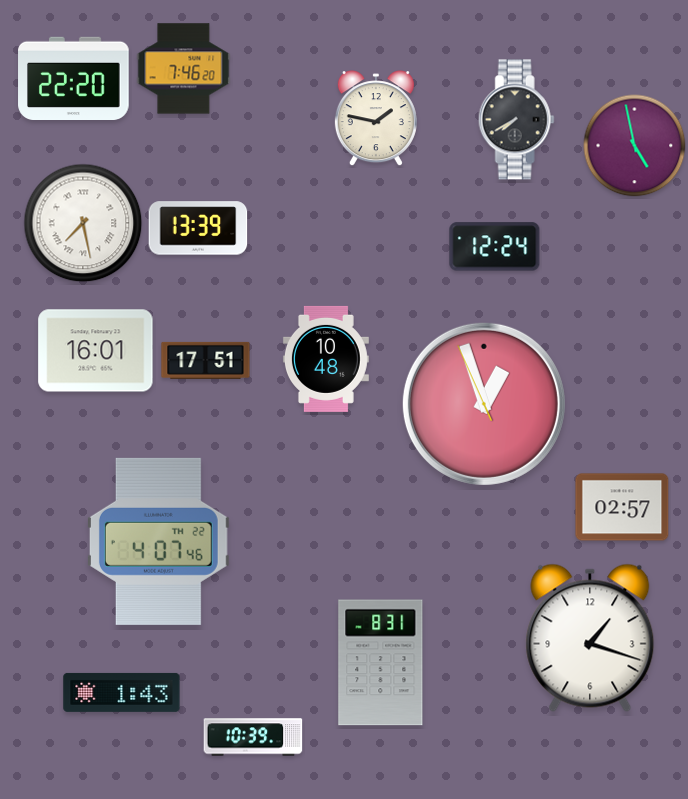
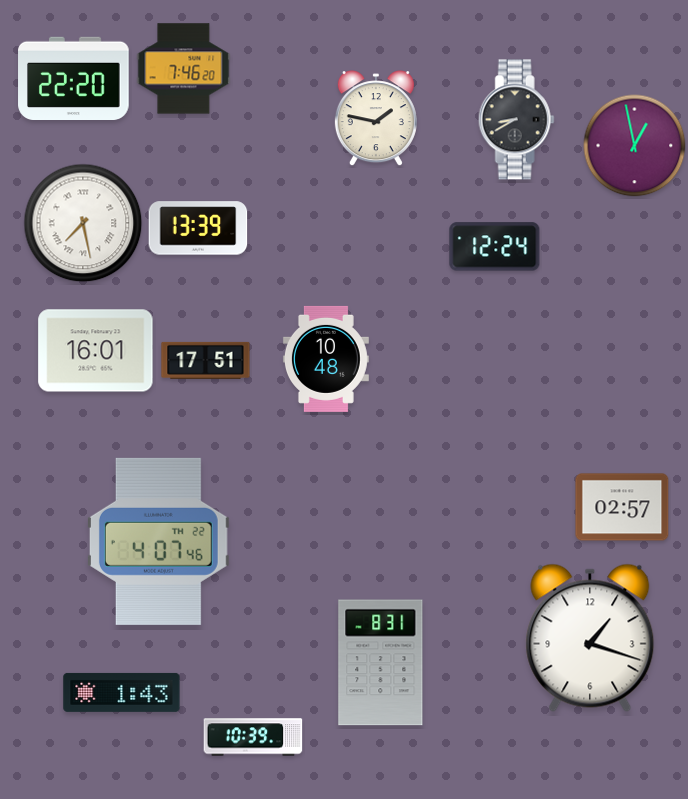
clock at (516, 120): 7:40 -> 8:40
clock at (635, 146): 4:58 -> 12:58
clock at (484, 404): 12:56 -> none
